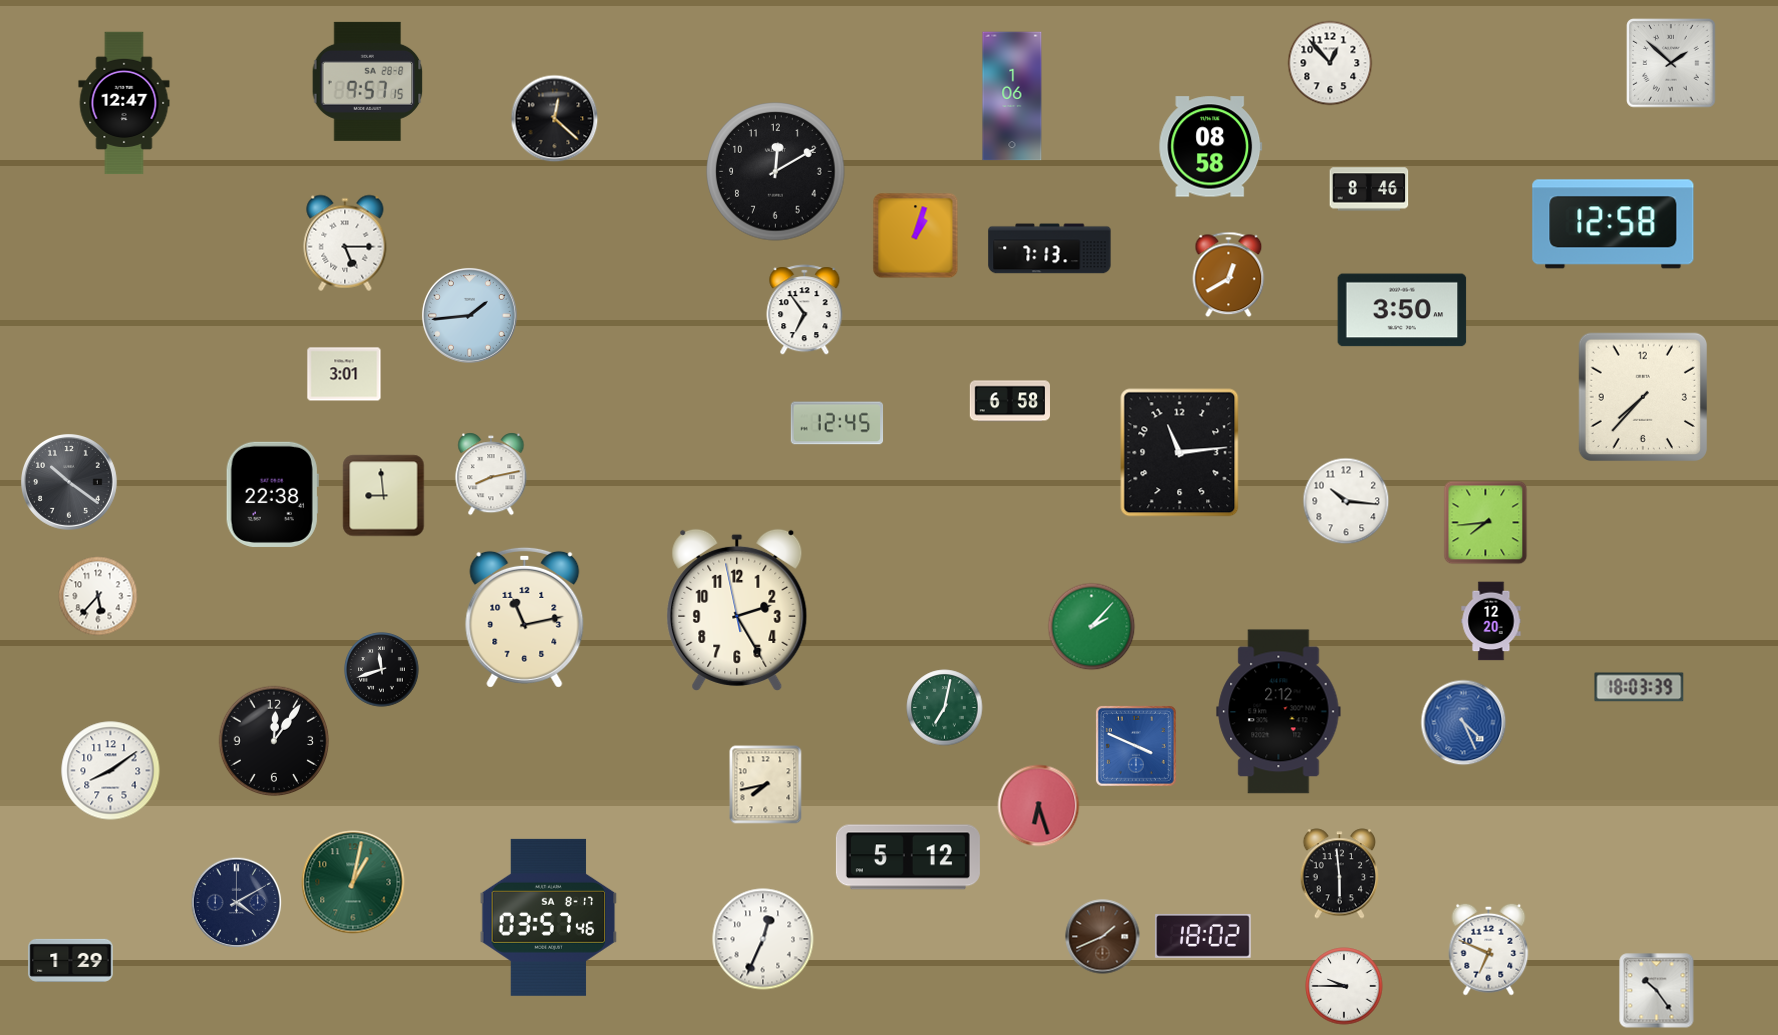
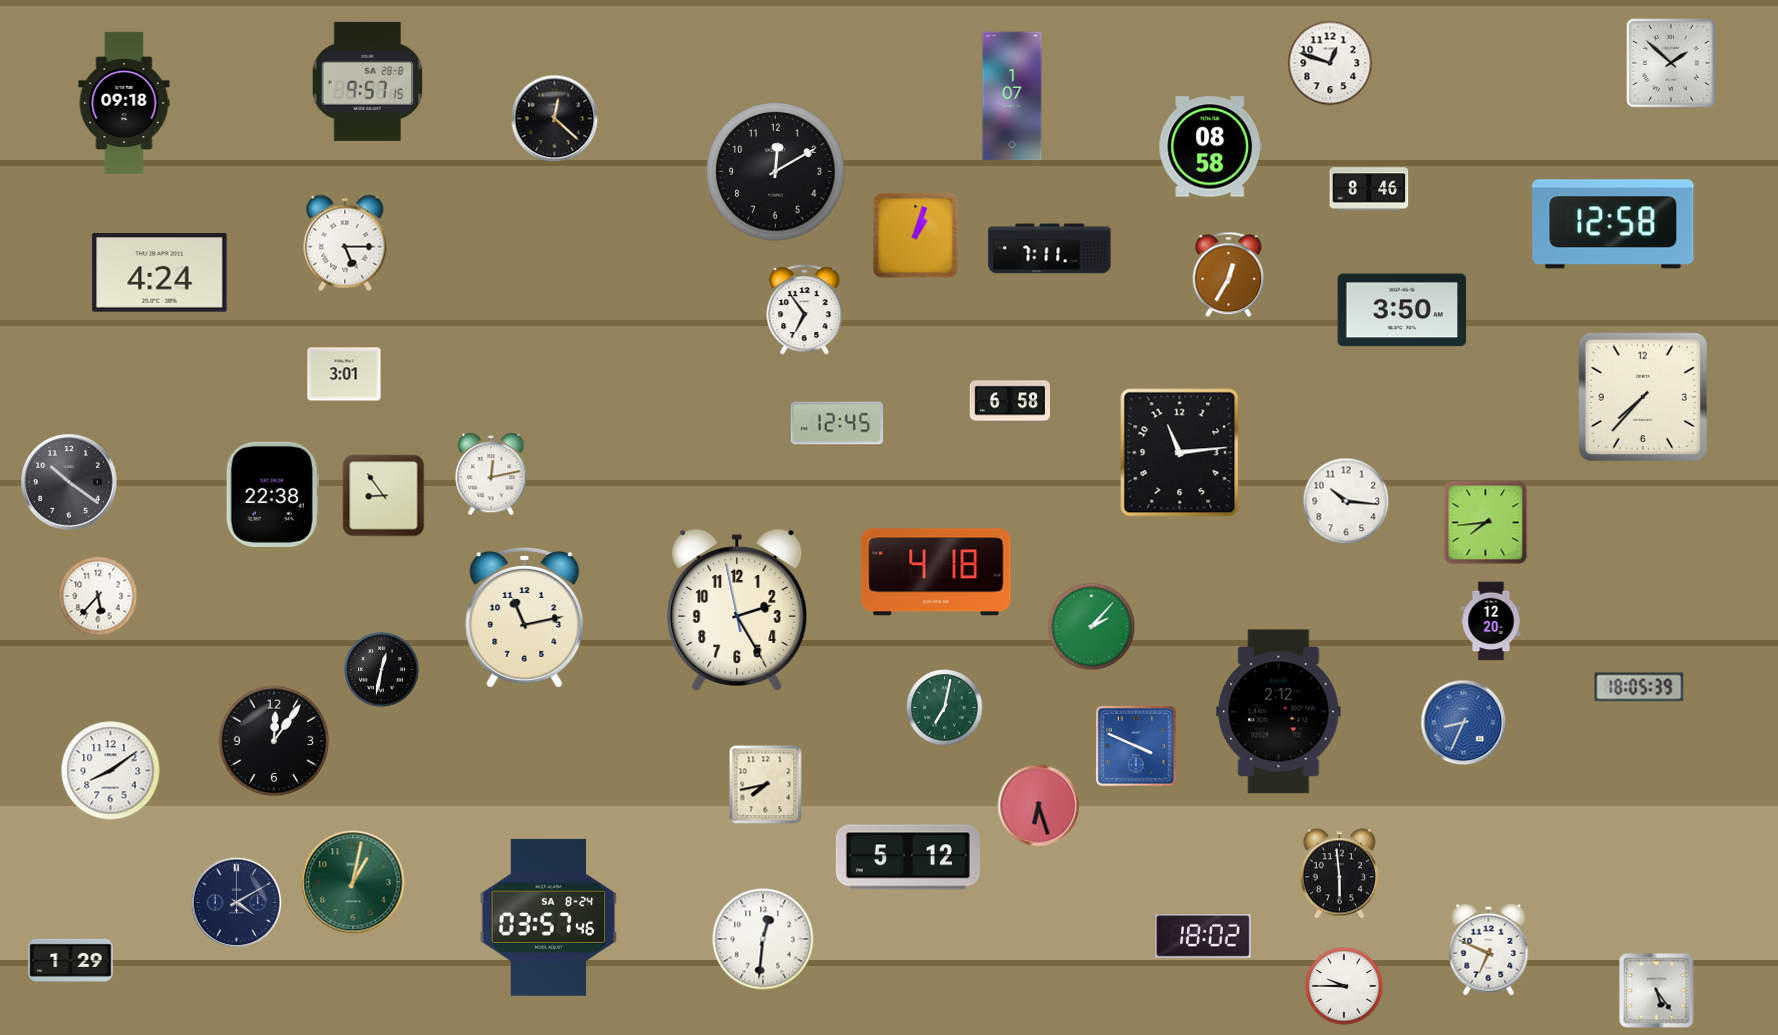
clock at (1330, 63): 12:53 -> 12:48
clock at (1012, 96): 1:06 -> 1:07
clock at (124, 103): 12:47 -> 09:18
clock at (1050, 249): 7:13 -> 7:11
clock at (160, 273): none -> 4:24
clock at (1229, 275): 12:40 -> 12:35
clock at (469, 315): 1:44 -> none
clock at (491, 474): 8:13 -> 12:13
clock at (384, 496): 8:59 -> 8:54
clock at (936, 572): none -> 4:18
clock at (382, 670): 11:42 -> 12:32
clock at (1639, 687): 18:03 -> 18:05
clock at (1464, 723): 4:26 -> 8:34
clock at (549, 917) date: SA 8-17 -> SA 8-24
clock at (1103, 937): 1:41 -> none
clock at (763, 939): 12:34 -> 12:31
clock at (1657, 991): 10:24 -> 5:24
